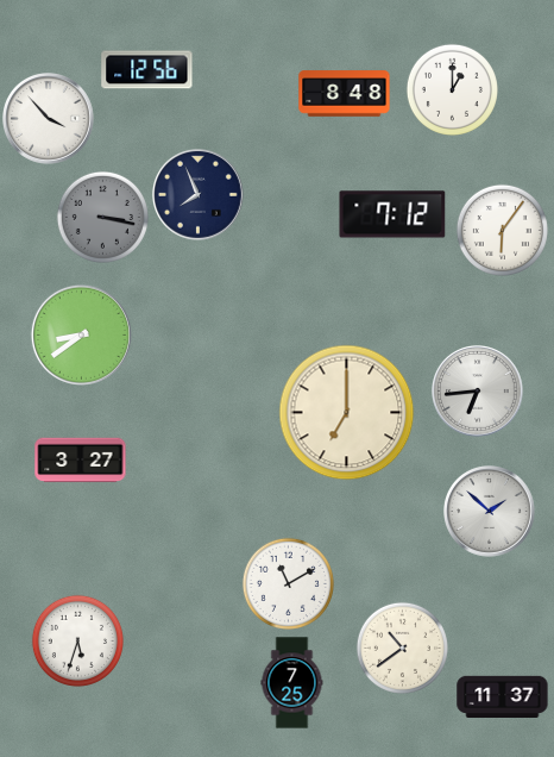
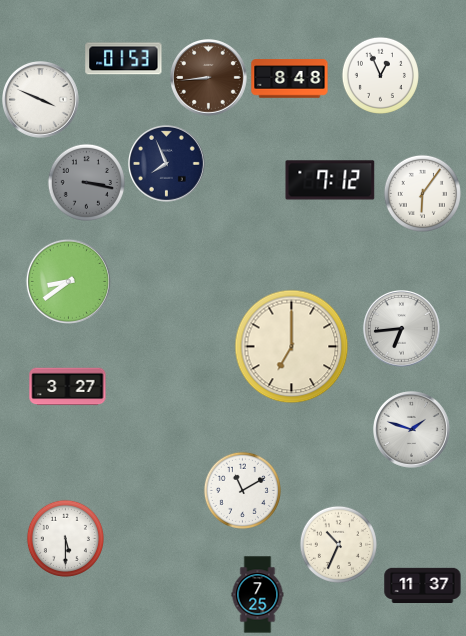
clock at (147, 70): 12:56 -> 01:53
clock at (452, 89): 1:00 -> 12:56
clock at (209, 78): none -> 8:44
clock at (49, 119): 3:53 -> 3:49
clock at (490, 512): 1:52 -> 1:48
clock at (77, 640): 5:33 -> 5:30
clock at (402, 647): 10:39 -> 10:34
clock at (292, 683) position: (292, 683) -> (258, 595)
